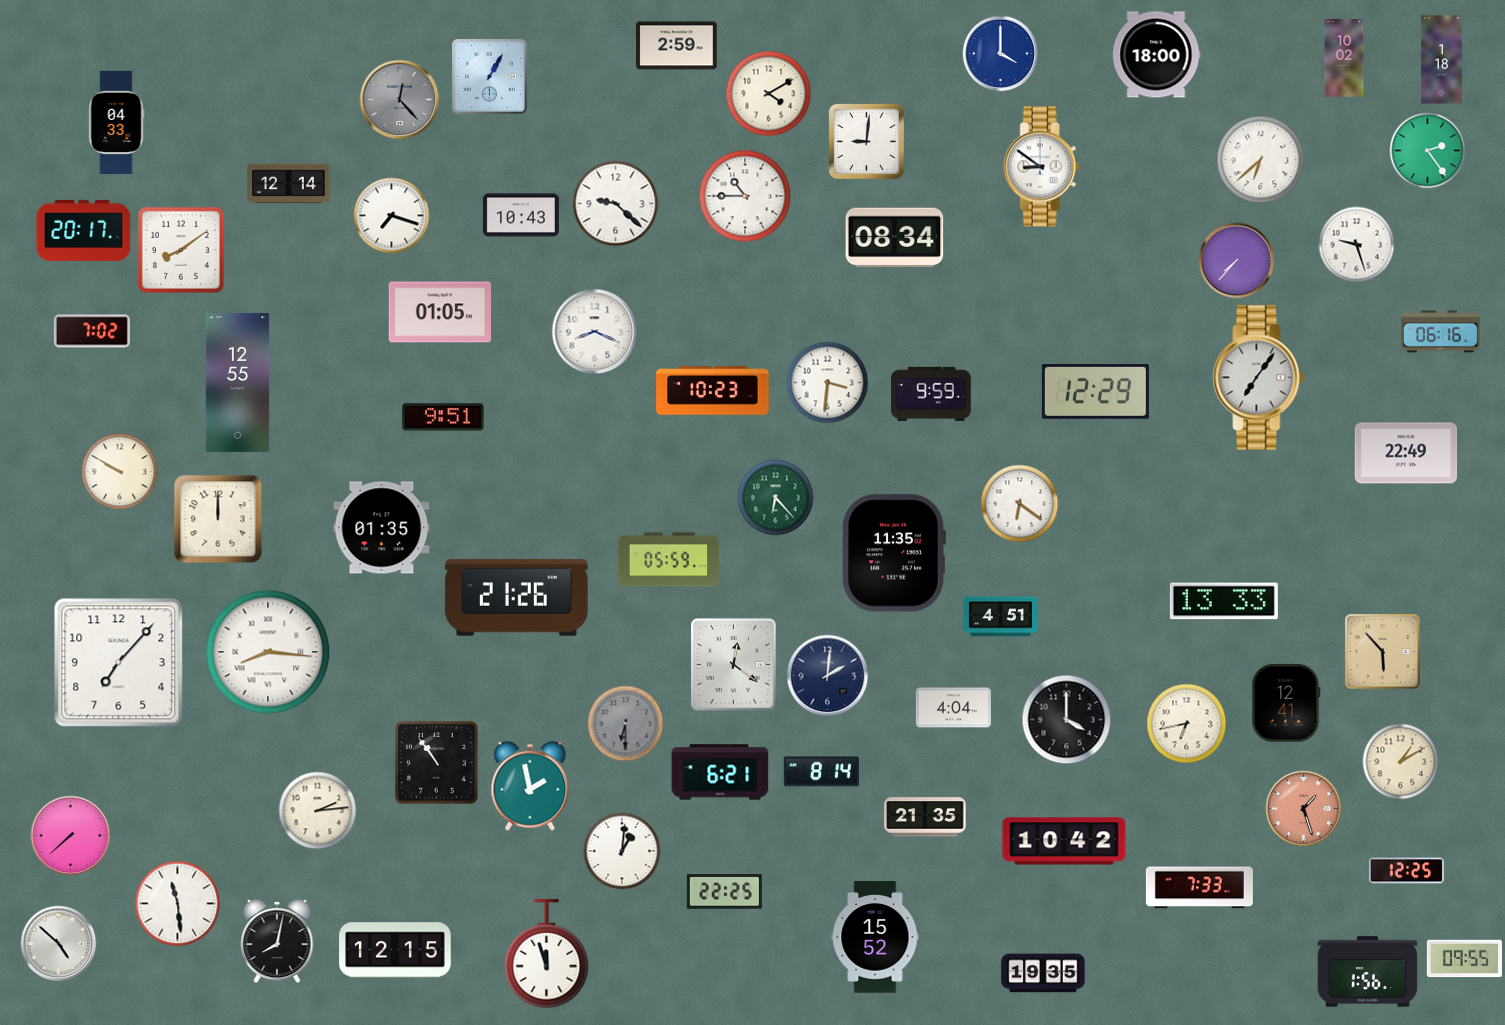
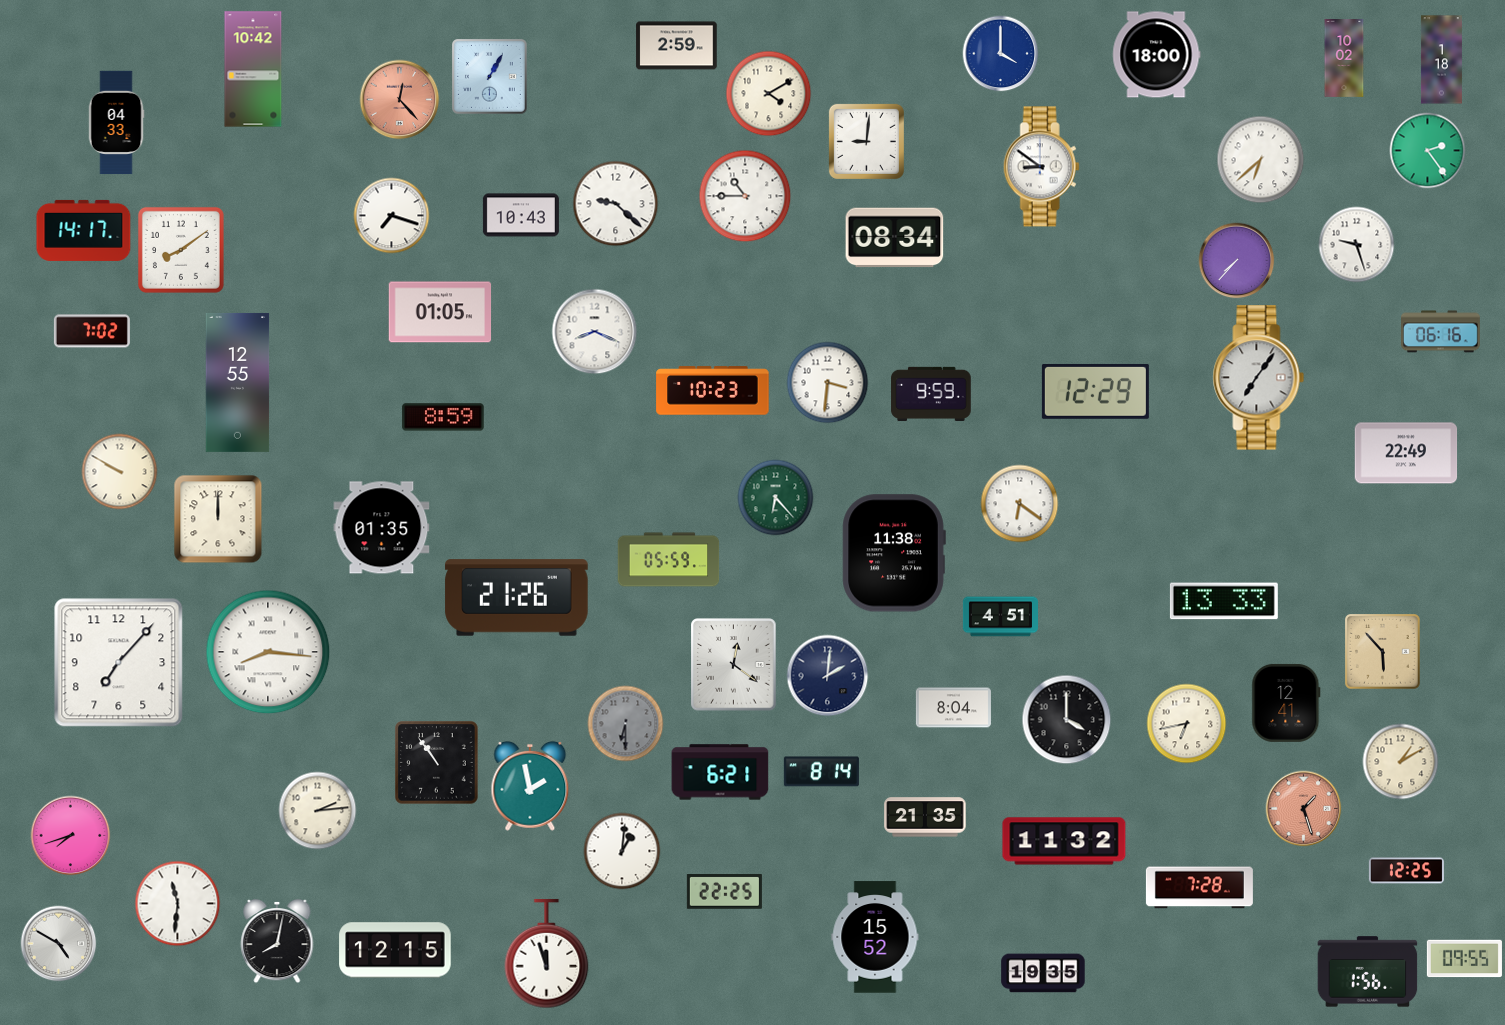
clock at (253, 69): none -> 10:42
clock at (400, 100) dial: grey -> salmon
clock at (289, 184): 12:14 -> none
clock at (84, 230): 20:17 -> 14:17
clock at (443, 417): 9:51 -> 8:59
clock at (894, 553): 11:35 -> 11:38
clock at (953, 708): 4:04 -> 8:04
clock at (71, 836): 7:38 -> 7:42
clock at (1064, 841): 10:42 -> 11:32
clock at (1199, 888): 7:33 -> 7:28
clock at (178, 904): 11:29 -> 11:31
clock at (59, 944): 4:52 -> 4:50
